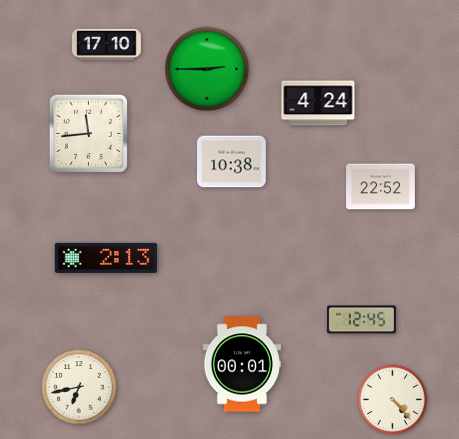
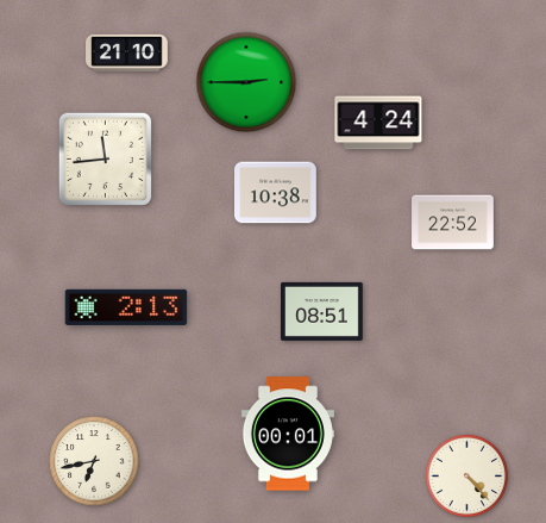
clock at (107, 44): 17:10 -> 21:10
clock at (322, 311): none -> 08:51
clock at (362, 320): 12:45 -> none
